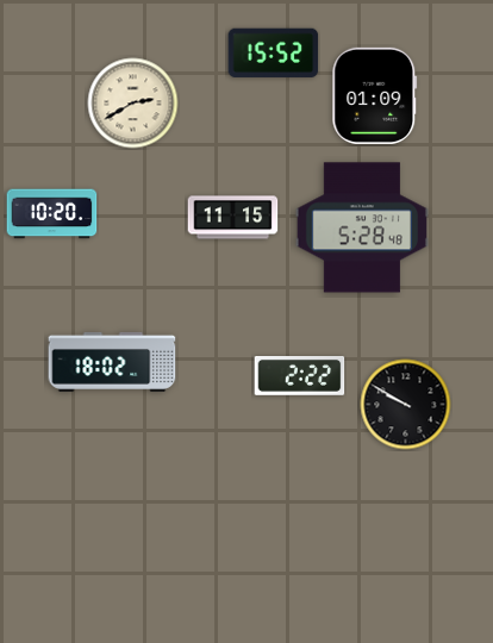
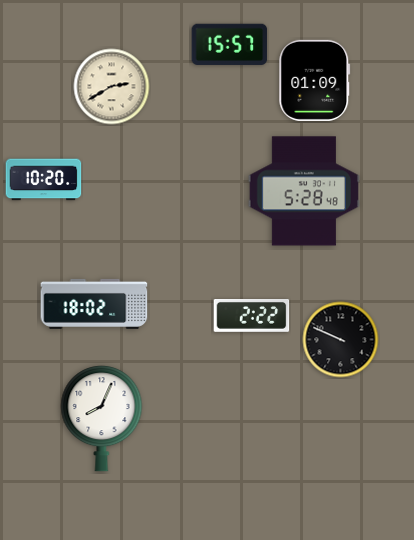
clock at (274, 52): 15:52 -> 15:57
clock at (233, 218): 11:15 -> none
clock at (406, 405): 9:50 -> 9:49
clock at (102, 419): none -> 8:04
